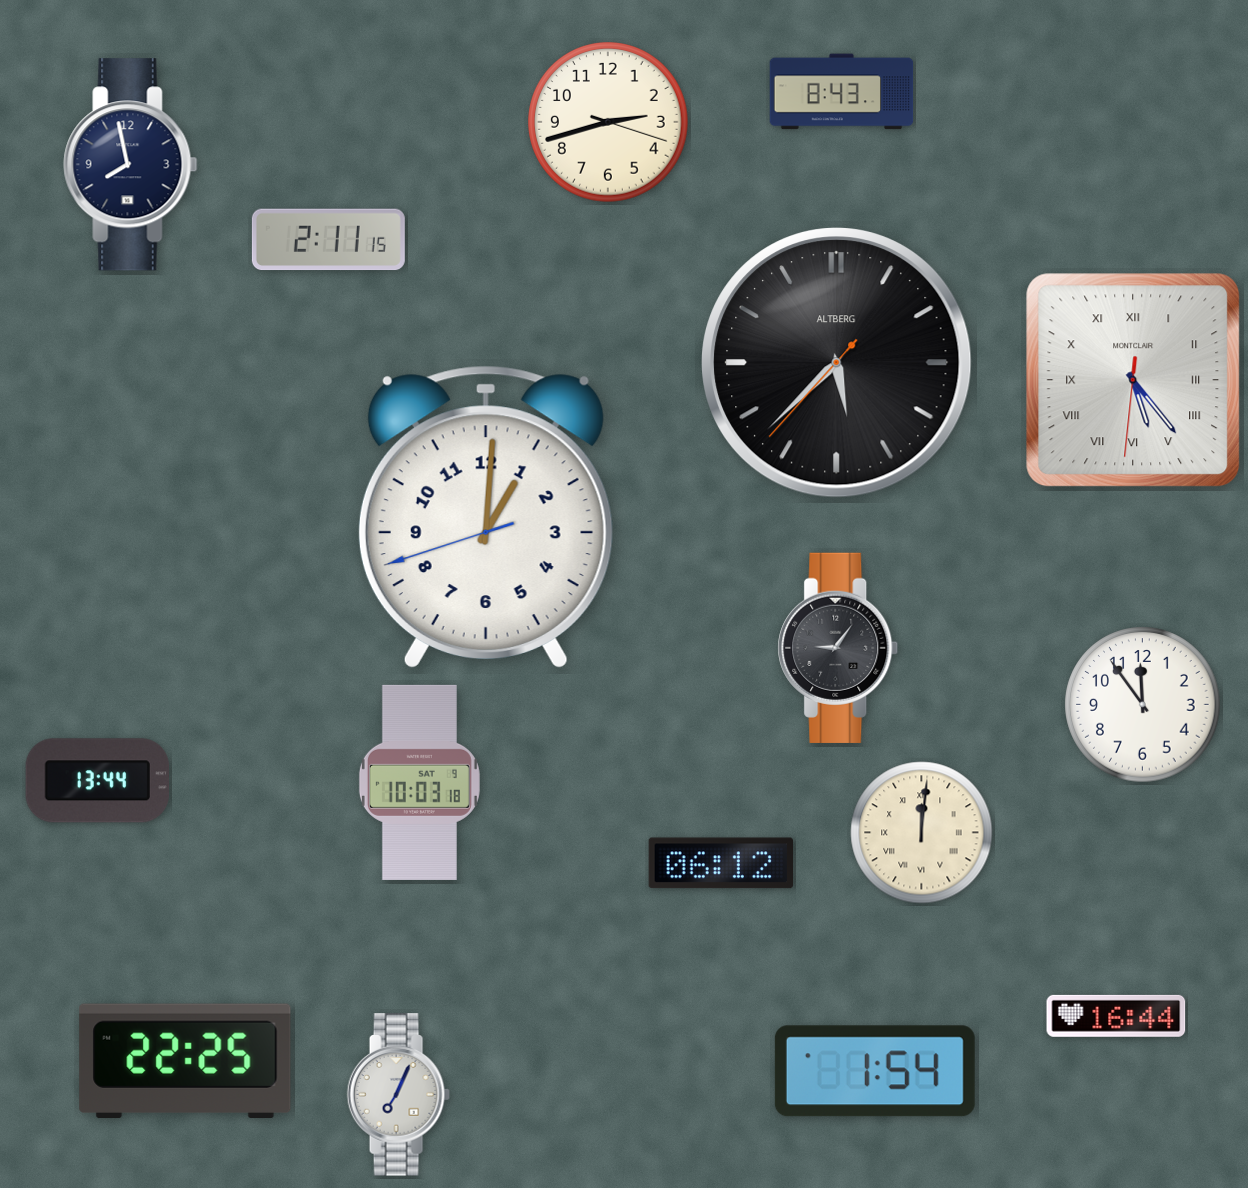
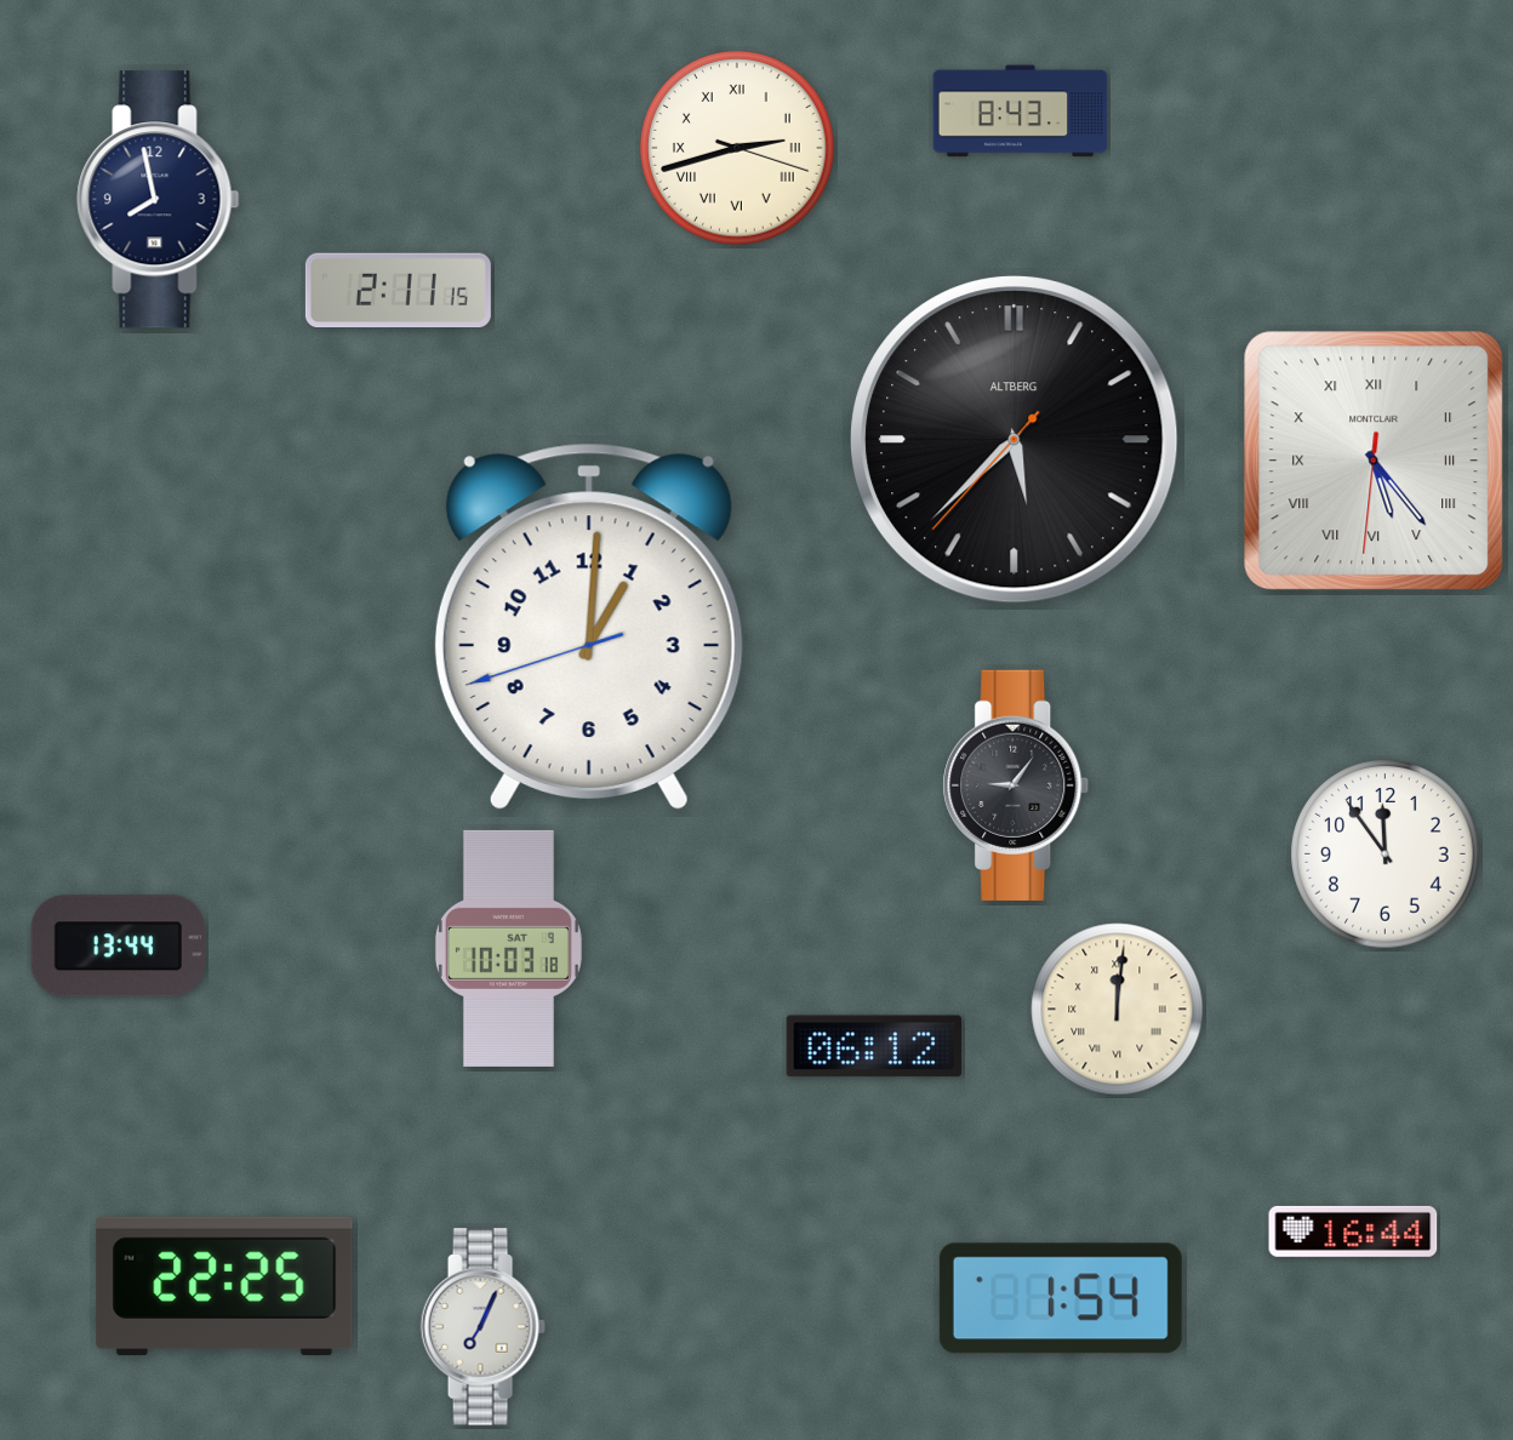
clock at (608, 122) numerals: Arabic -> Roman
